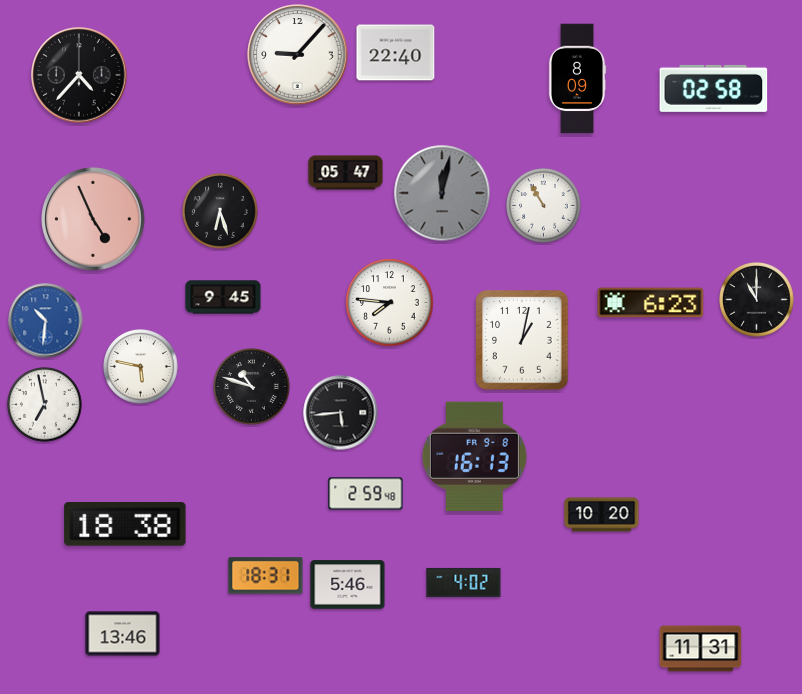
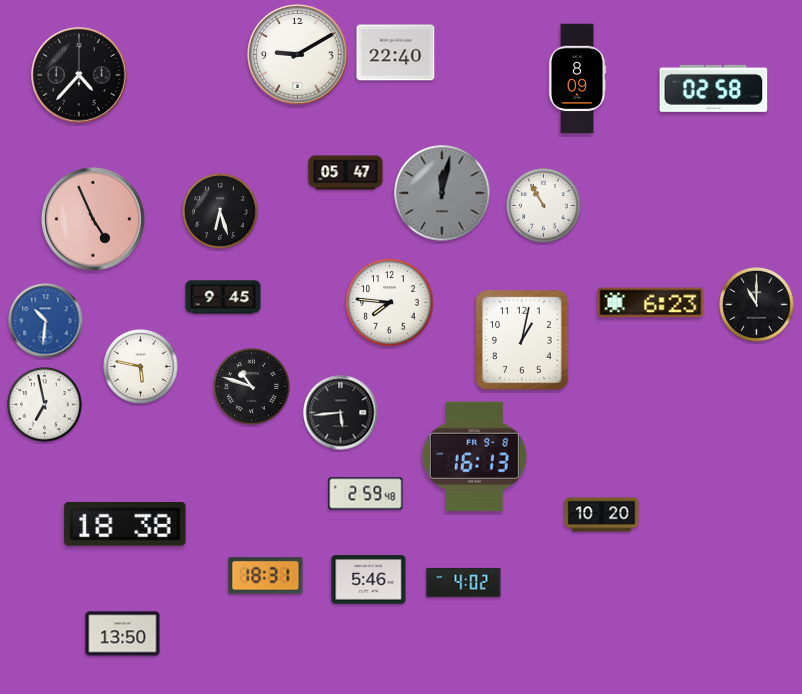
clock at (298, 55): 9:07 -> 9:10
clock at (757, 300) position: (757, 300) -> (757, 305)
clock at (348, 585) position: (348, 585) -> (369, 580)
clock at (123, 634): 13:46 -> 13:50
clock at (701, 649): 11:31 -> none
